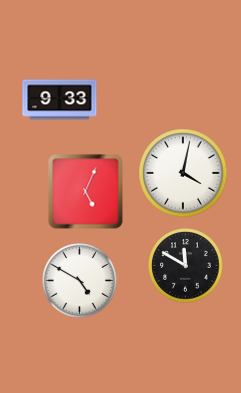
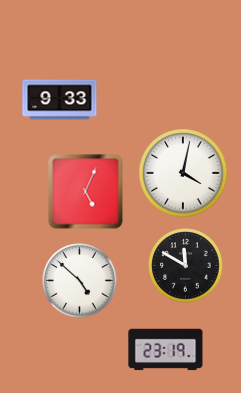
clock at (80, 281): 4:50 -> 4:52
clock at (166, 350): none -> 23:19
